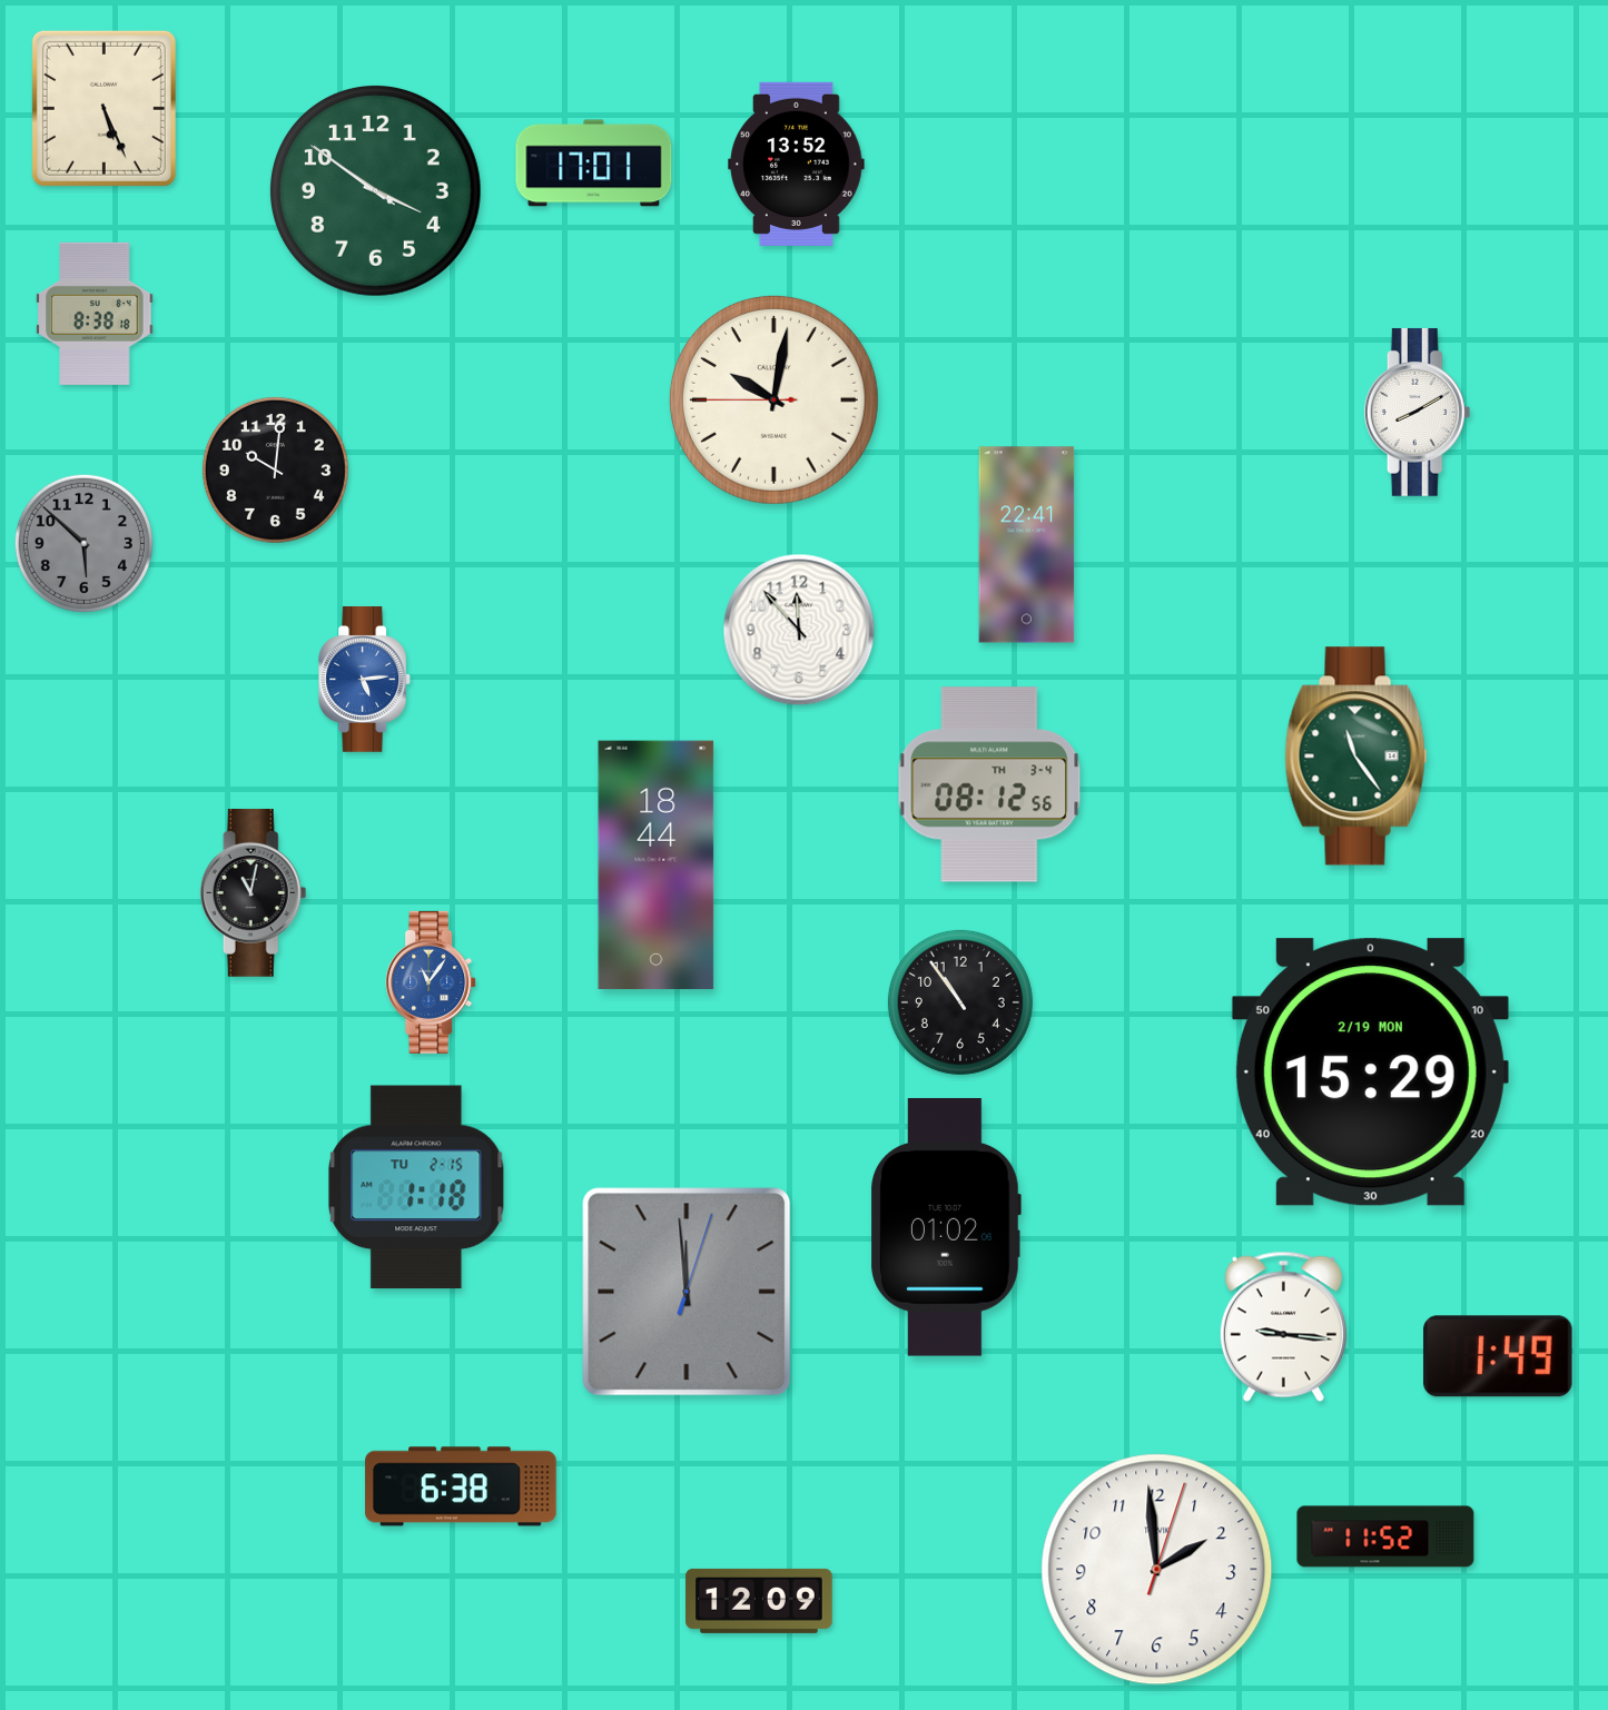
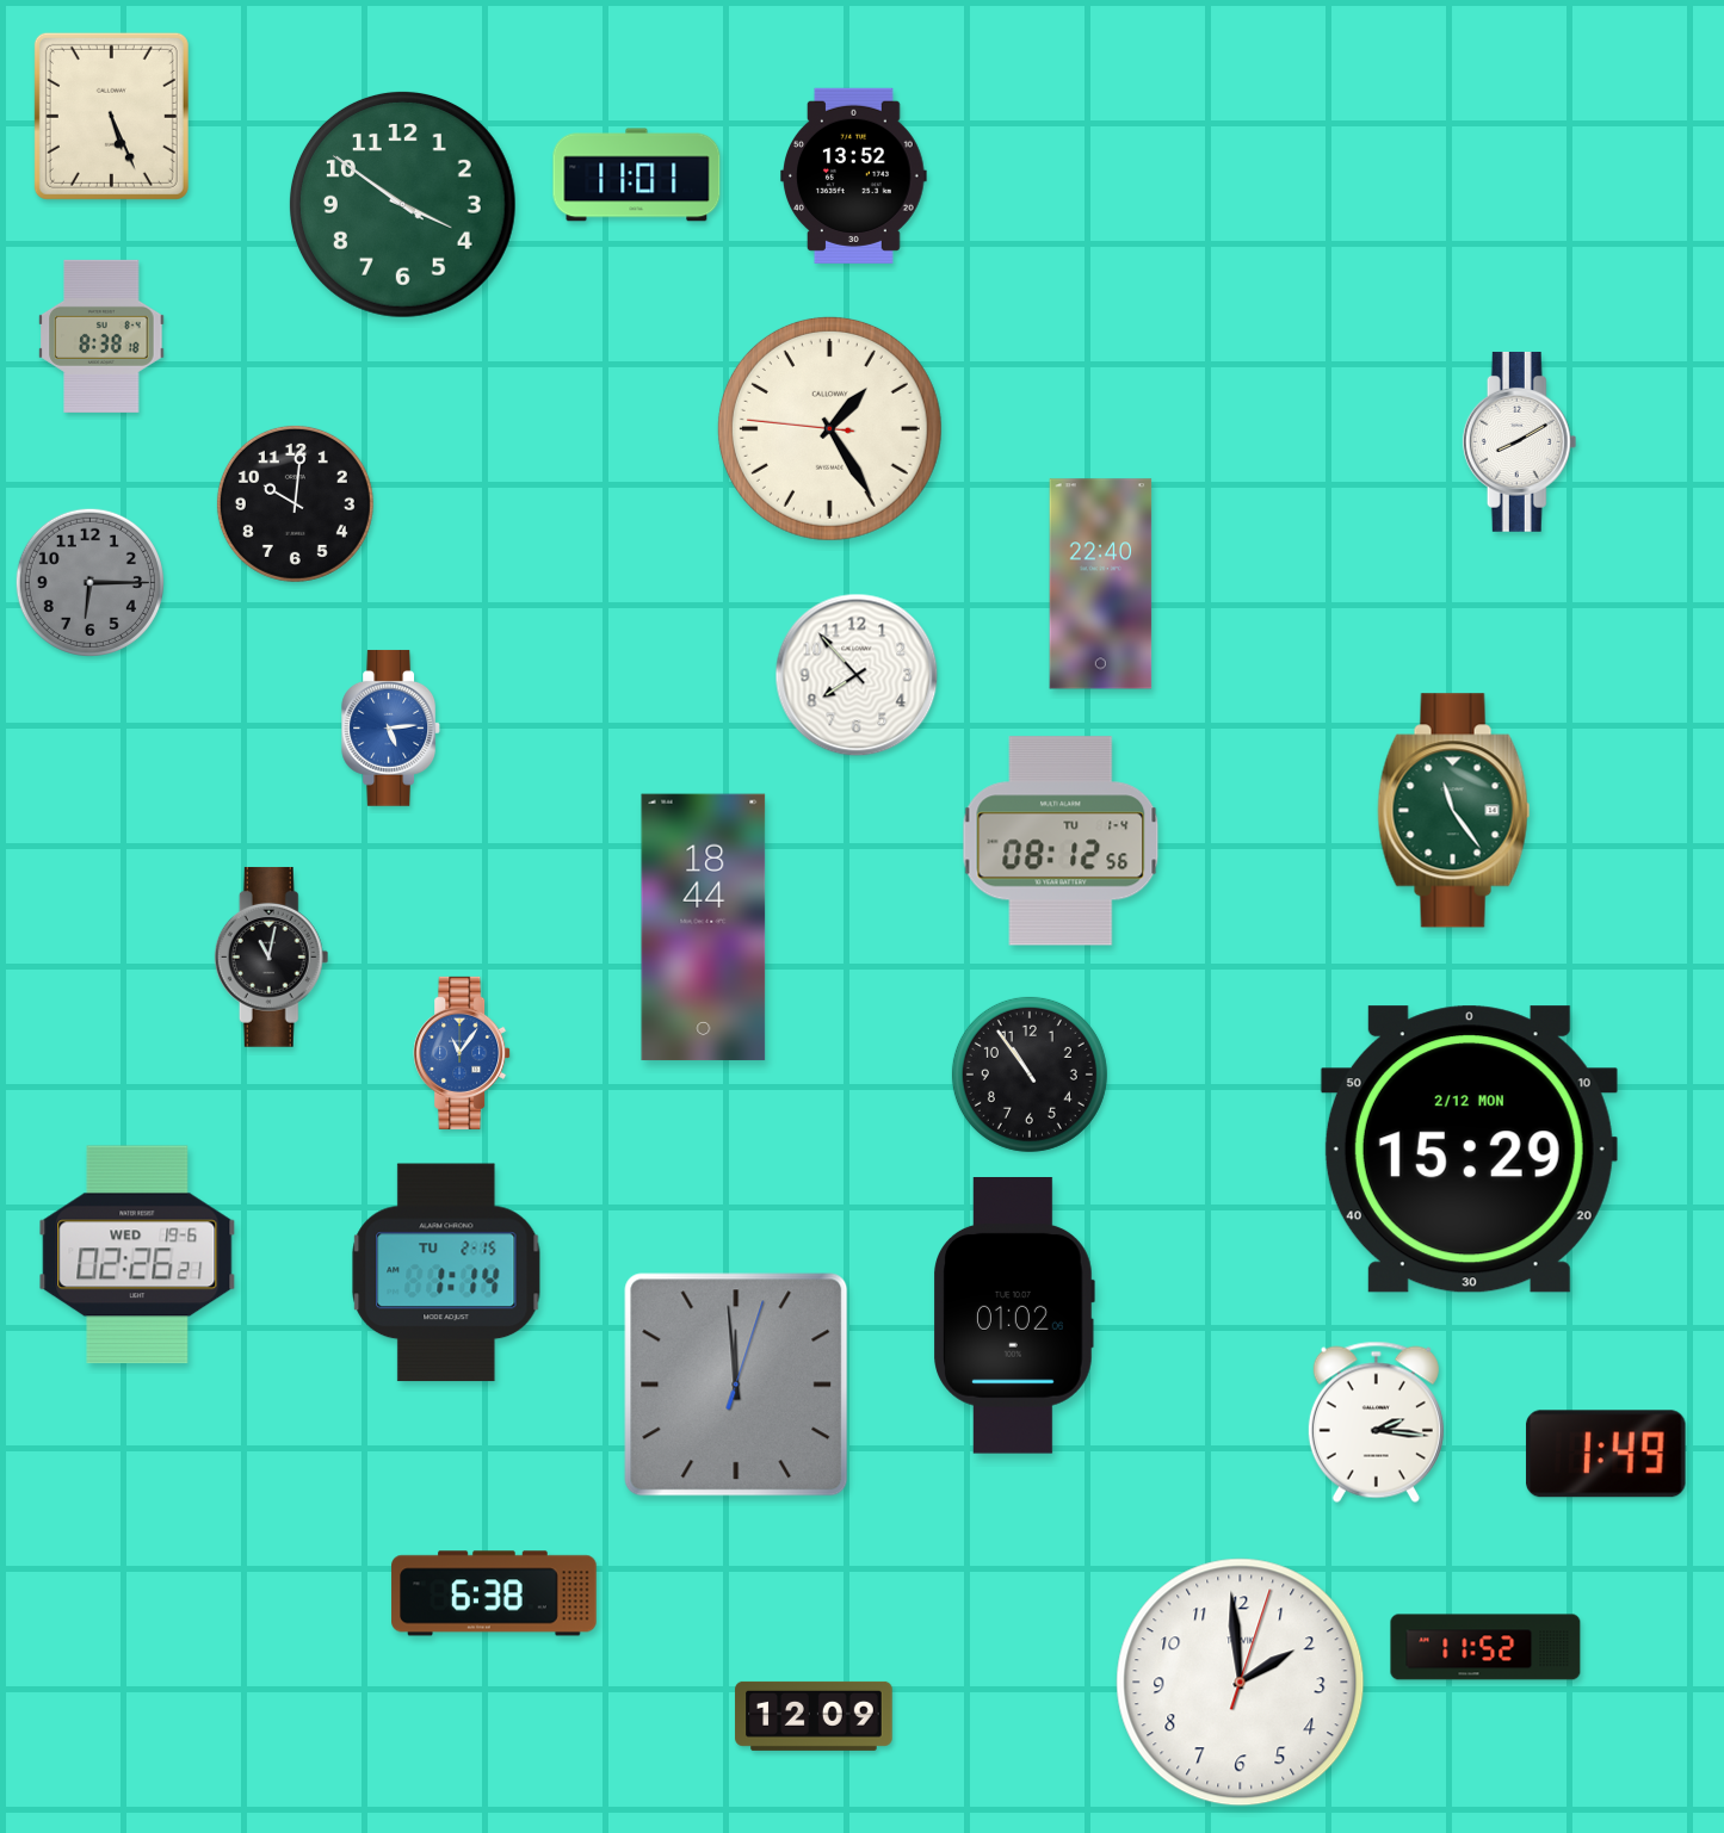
clock at (594, 164): 17:01 -> 11:01
clock at (773, 399): 10:01 -> 1:24
clock at (83, 543): 5:52 -> 6:15
clock at (1027, 545): 22:41 -> 22:40
clock at (799, 630): 11:53 -> 7:53
clock at (989, 784) date: TH 3-4 -> TU 1-4
clock at (1370, 1073) date: 2/19 MON -> 2/12 MON
clock at (137, 1255): none -> 02:26
clock at (416, 1187): 1:18 -> 1:14
clock at (1283, 1326): 9:16 -> 2:16
